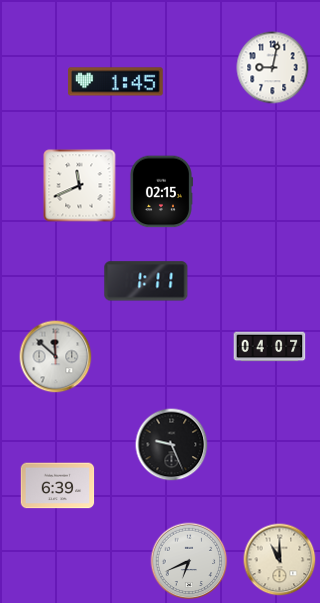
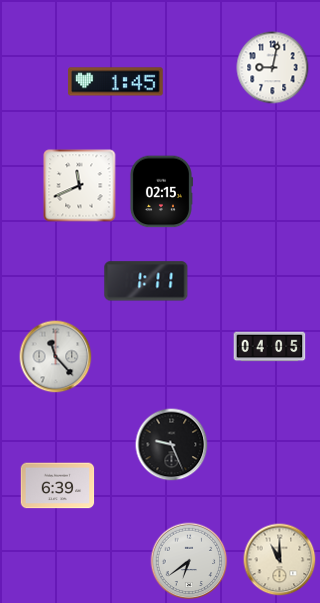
clock at (270, 347): 04:07 -> 04:05
clock at (56, 357): 11:52 -> 11:23
clock at (189, 561): 6:41 -> 6:39
